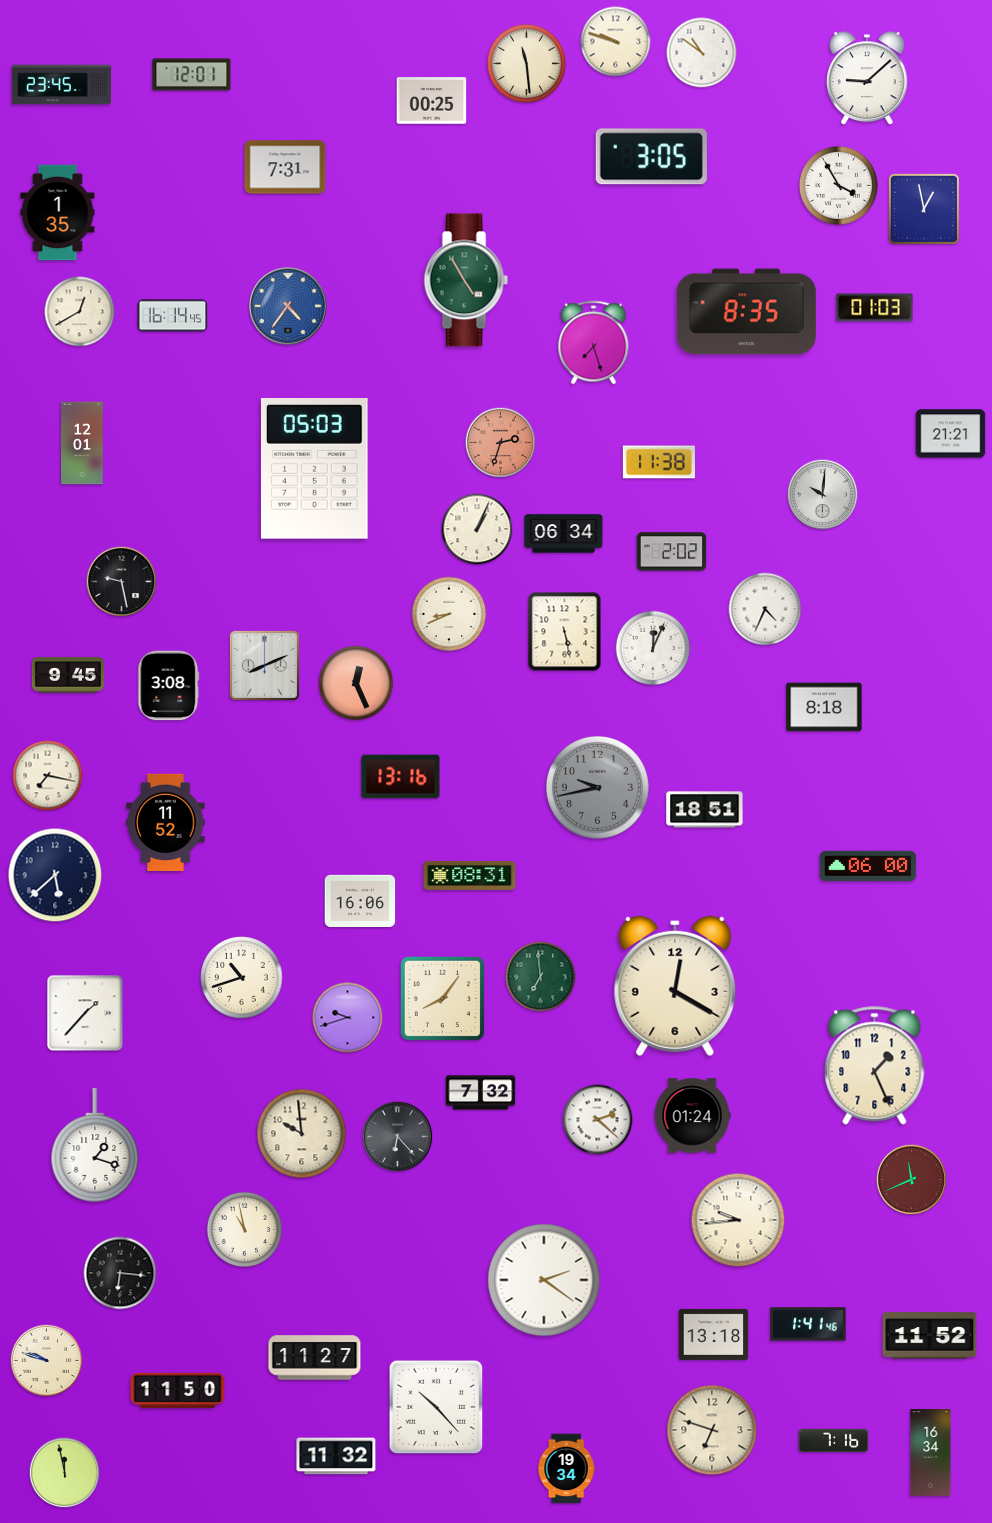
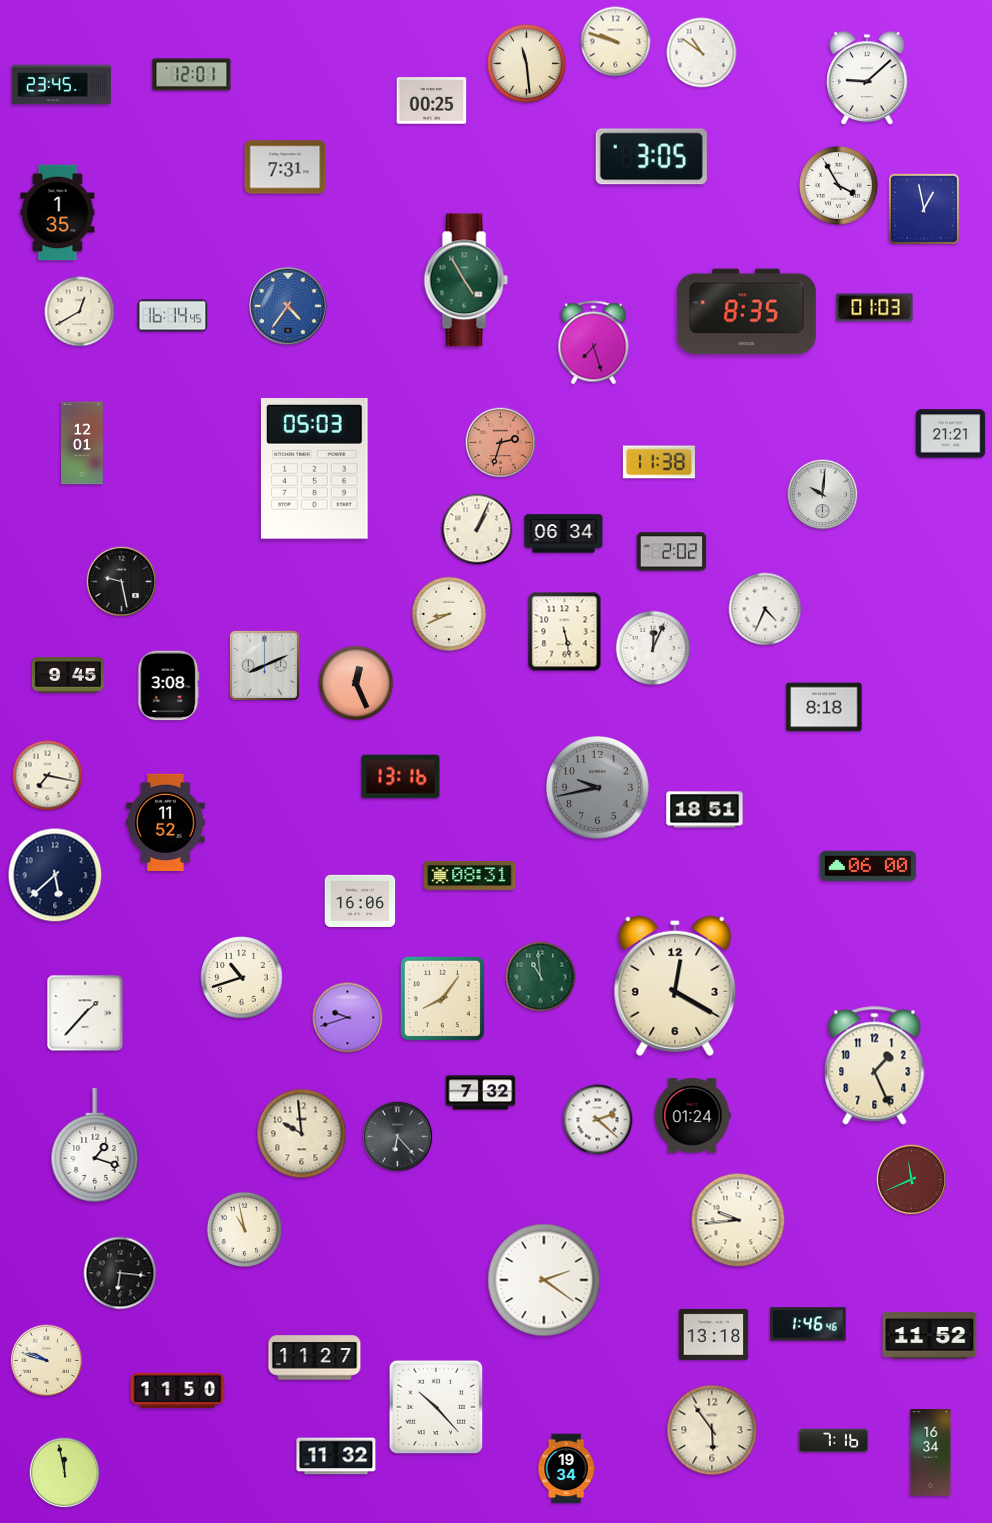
clock at (541, 977): 6:59 -> 10:59
clock at (808, 1324): 1:41 -> 1:46
clock at (712, 1430): 6:48 -> 5:54
